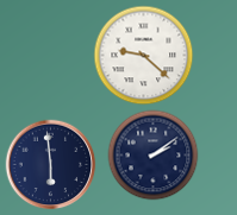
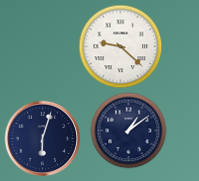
clock at (154, 156): 2:09 -> 1:09
clock at (51, 165): 5:59 -> 6:03
